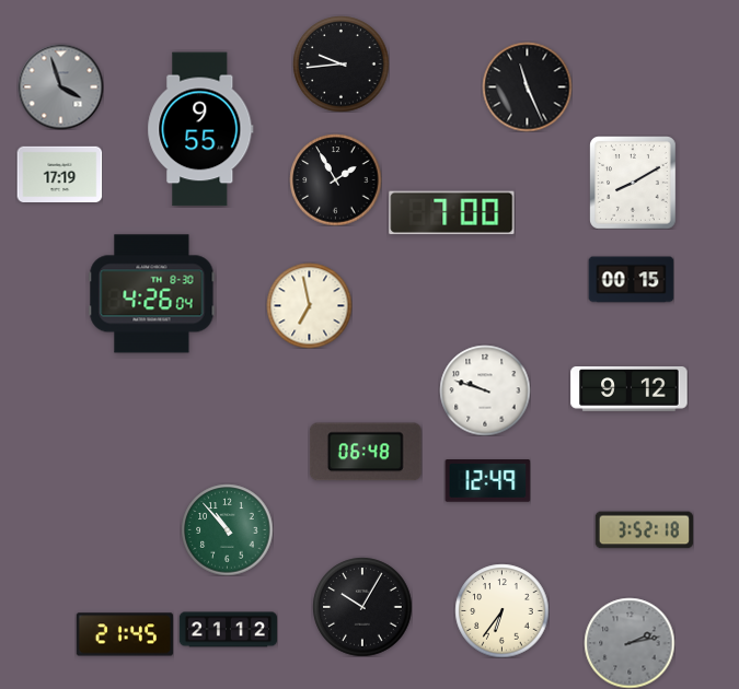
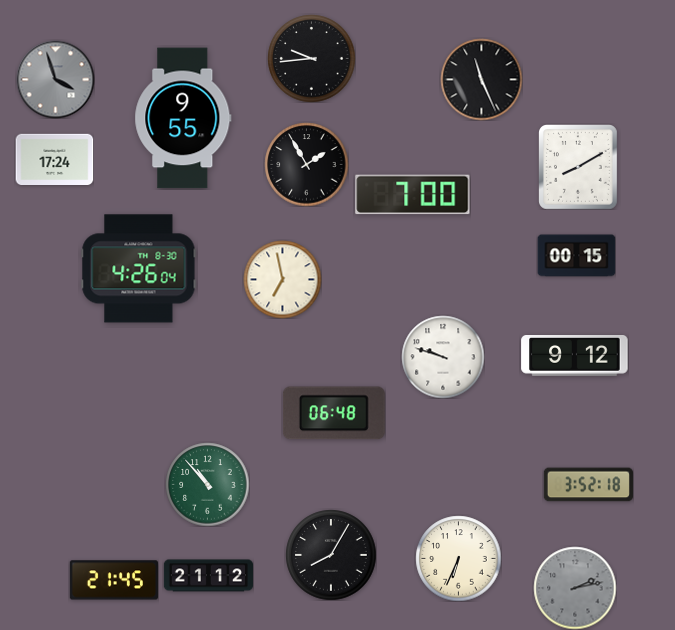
clock at (59, 174): 17:19 -> 17:24
clock at (487, 481): 12:49 -> none
clock at (362, 607): 10:05 -> 8:05
clock at (501, 610): 6:36 -> 6:34
